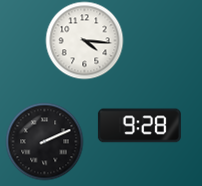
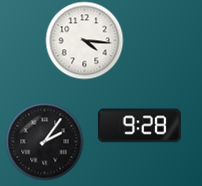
clock at (44, 141): 2:11 -> 2:06
